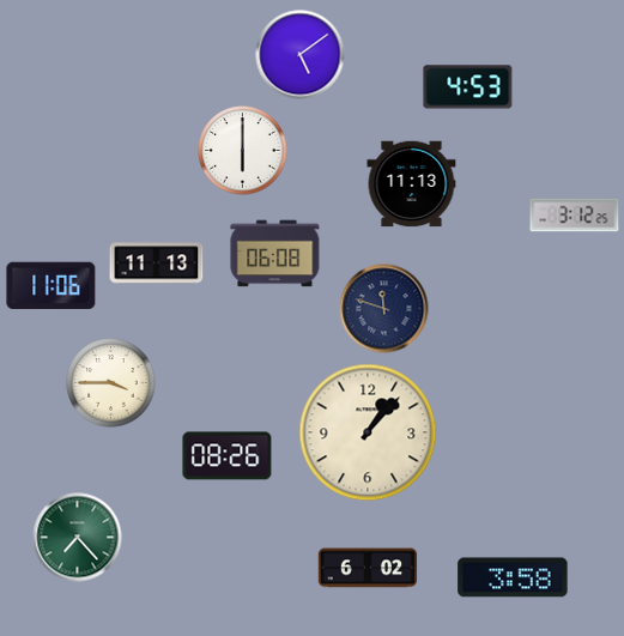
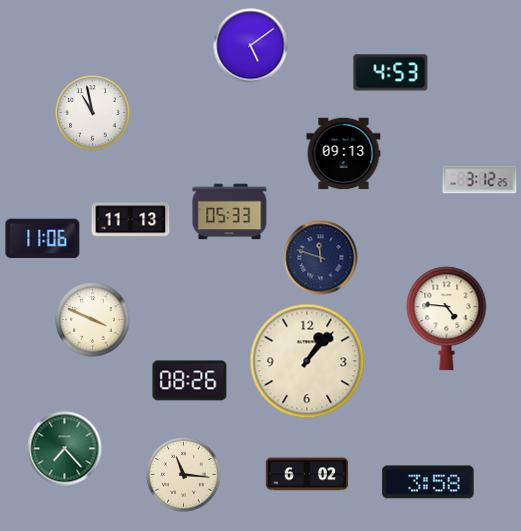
clock at (93, 113): none -> 10:58
clock at (243, 151): 6:00 -> none
clock at (412, 184): 11:13 -> 09:13
clock at (275, 254): 06:08 -> 05:33
clock at (447, 319): none -> 4:46
clock at (111, 383): 3:45 -> 3:49
clock at (184, 475): none -> 11:16
